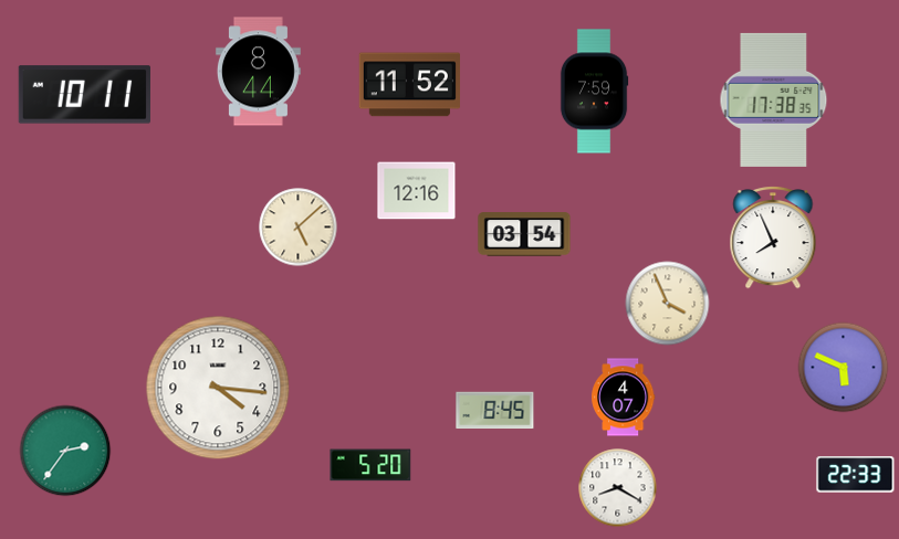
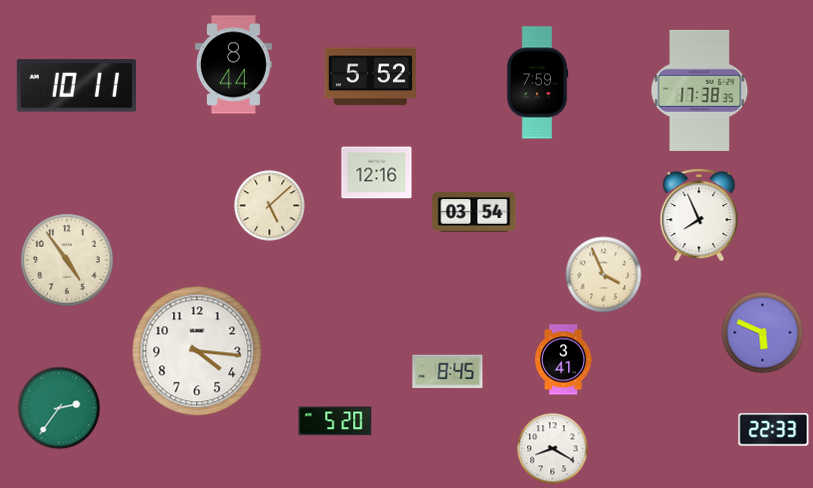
clock at (409, 85): 11:52 -> 5:52
clock at (68, 261): none -> 4:54
clock at (624, 398): 4:07 -> 3:41
clock at (618, 488) position: (618, 488) -> (553, 449)
